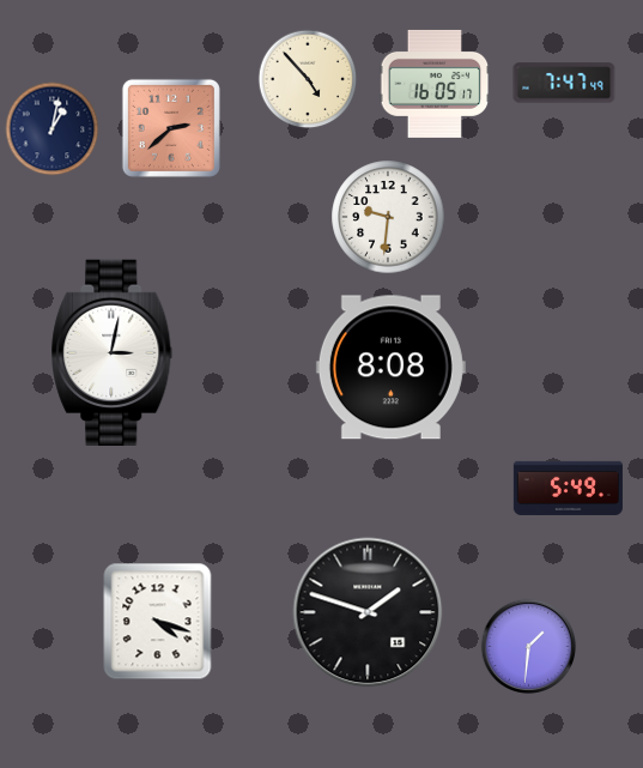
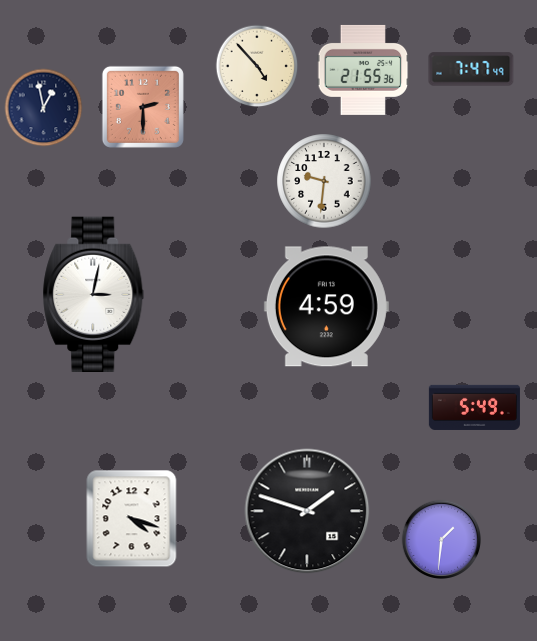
clock at (435, 84): 16:05 -> 21:55
clock at (171, 128): 2:38 -> 2:30
clock at (53, 129): 1:02 -> 12:58
clock at (390, 368): 8:08 -> 4:59
